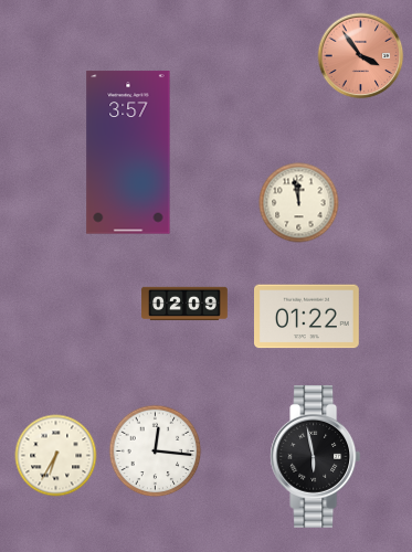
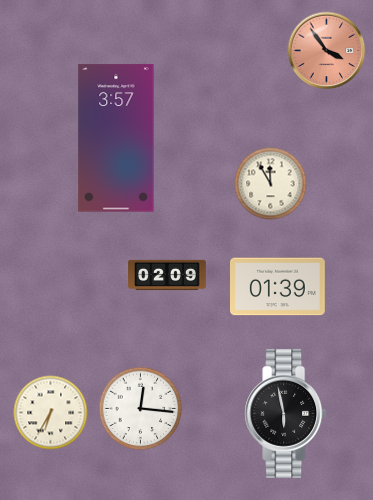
clock at (299, 203): 11:58 -> 11:55
clock at (307, 317): 01:22 -> 01:39
